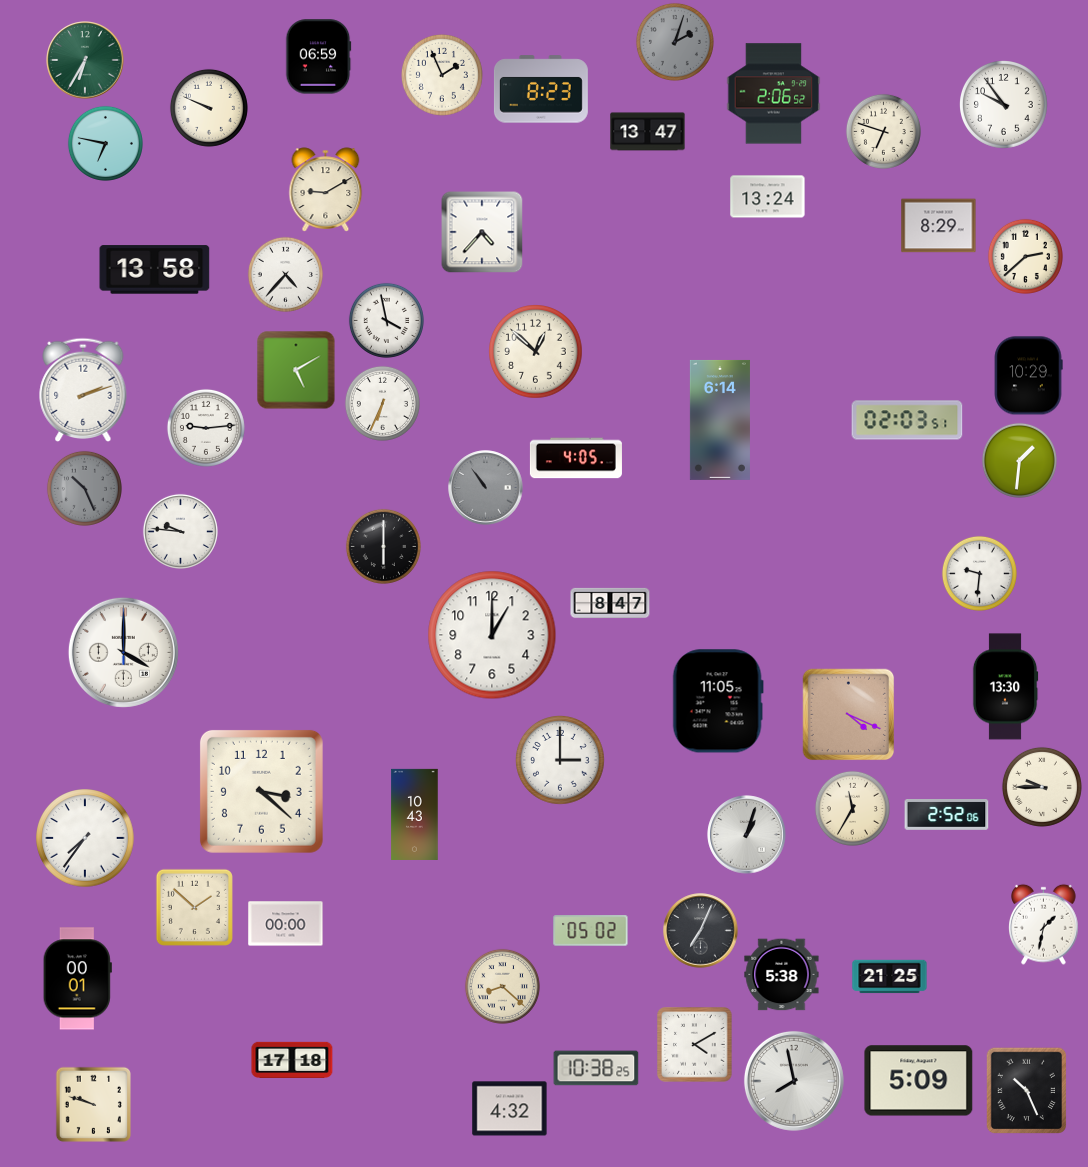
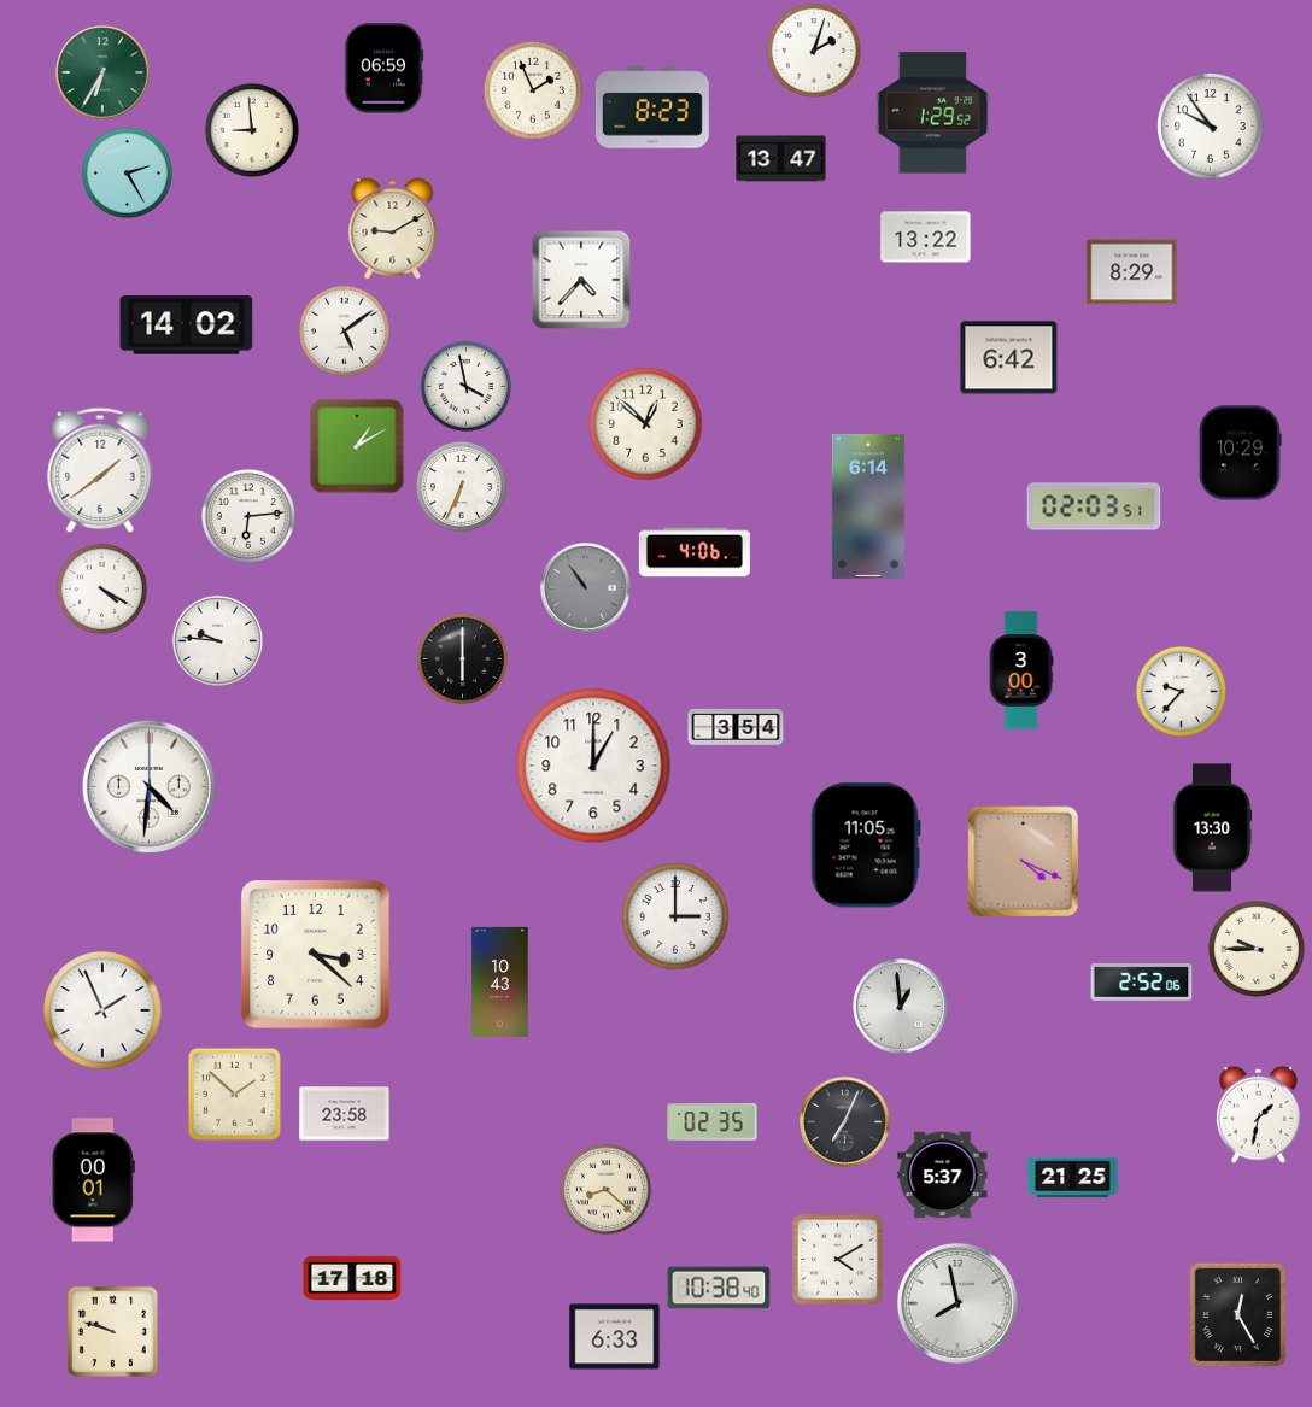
clock at (675, 42) dial: grey -> white
clock at (774, 94): 2:06 -> 1:29
clock at (209, 108): 9:49 -> 8:59
clock at (883, 131): 6:48 -> none
clock at (105, 143): 6:47 -> 2:25
clock at (768, 197): 13:24 -> 13:22
clock at (1025, 256): 2:38 -> none
clock at (155, 270): 13:58 -> 14:02
clock at (285, 274): 4:37 -> 5:09
clock at (1009, 358): none -> 6:42
clock at (296, 370): 5:10 -> 1:10
clock at (83, 389): 2:12 -> 1:39
clock at (206, 428): 9:14 -> 6:14
clock at (576, 458): 4:05 -> 4:06
clock at (1019, 460): 1:31 -> none
clock at (84, 488): 10:26 -> 4:20
clock at (84, 488) dial: grey -> white
clock at (1021, 670): none -> 3:00
clock at (979, 573): 9:31 -> 9:37
clock at (610, 603): 8:47 -> 3:54
clock at (123, 652): 4:00 -> 4:31
clock at (852, 808): 11:35 -> none
clock at (747, 835): 1:03 -> 12:59
clock at (85, 838): 7:36 -> 1:56
clock at (286, 924): 00:00 -> 23:58
clock at (591, 931): 05:02 -> 02:35
clock at (782, 975): 5:38 -> 5:37
clock at (596, 1068): 10:38:25 -> 10:38:40
clock at (919, 1081): 5:09 -> none
clock at (1026, 1090): 10:26 -> 12:25
clock at (510, 1109): 4:32 -> 6:33
